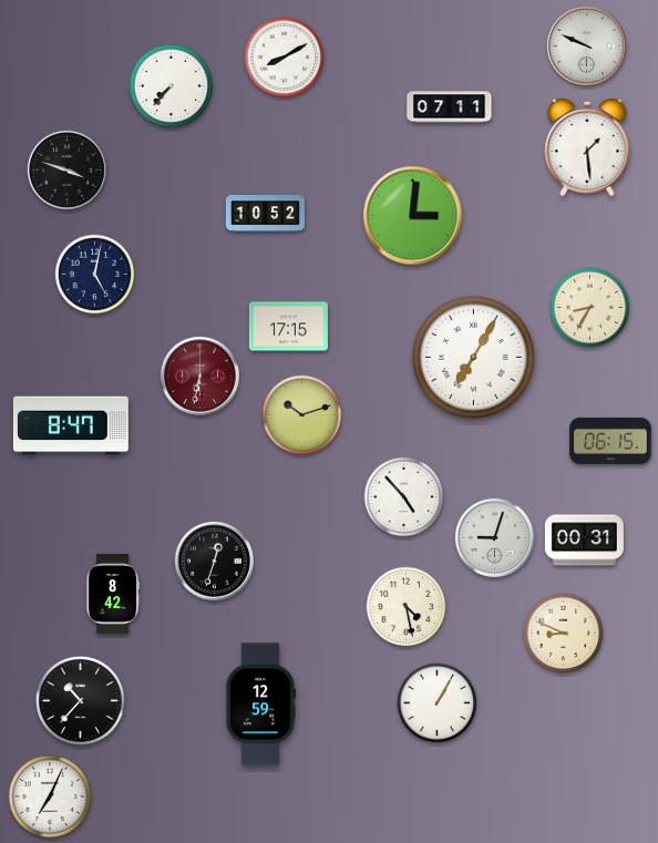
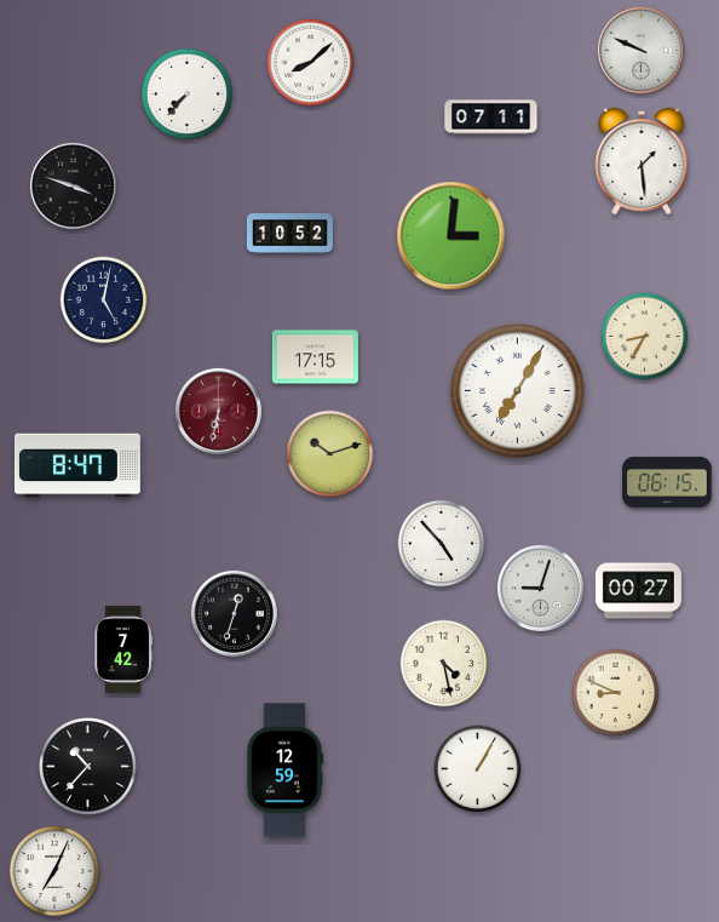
clock at (285, 58): 8:10 -> 8:08
clock at (584, 541): 00:31 -> 00:27
clock at (113, 594): 8:42 -> 7:42
